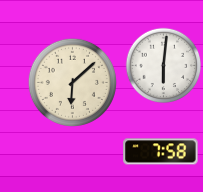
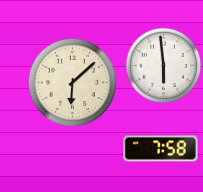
clock at (164, 66): 6:01 -> 5:59
clock at (161, 152) position: (161, 152) -> (161, 149)
